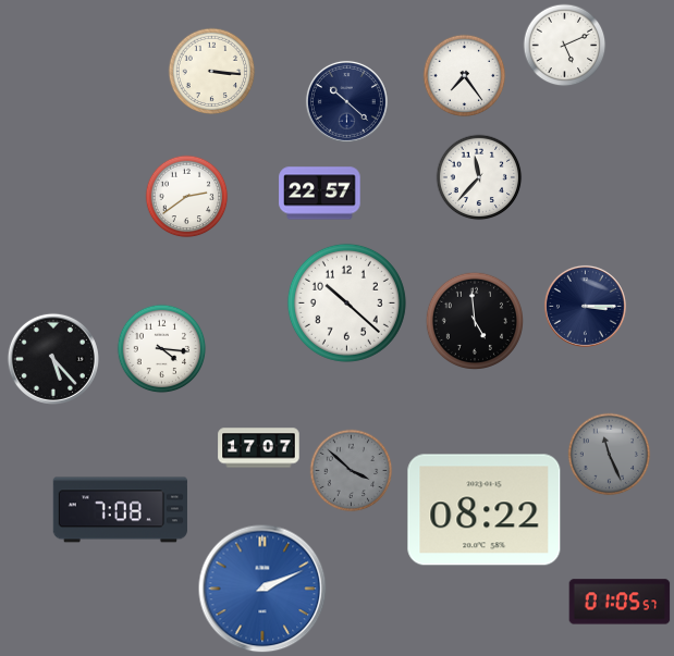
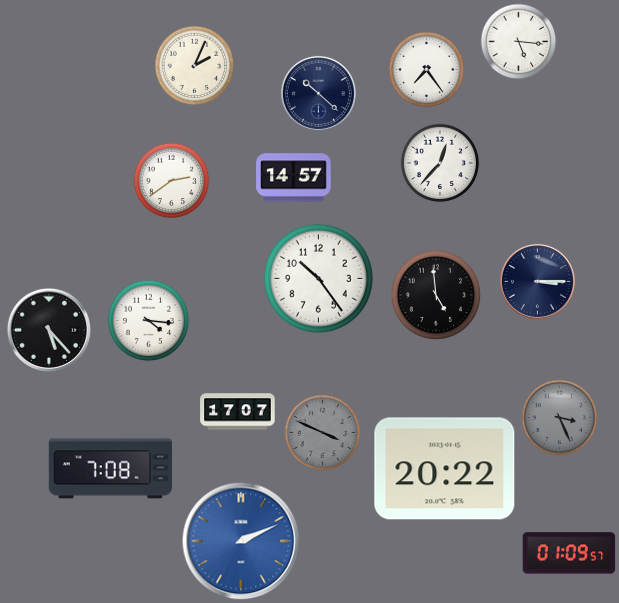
clock at (565, 46): 5:11 -> 5:16
clock at (212, 72): 3:16 -> 2:04
clock at (479, 177): 11:37 -> 12:37
clock at (320, 194): 22:57 -> 14:57
clock at (346, 302): 10:22 -> 10:24
clock at (610, 455): 11:26 -> 3:26
clock at (352, 471): 3:52 -> 3:49
clock at (485, 510): 08:22 -> 20:22
clock at (620, 602): 01:05 -> 01:09
